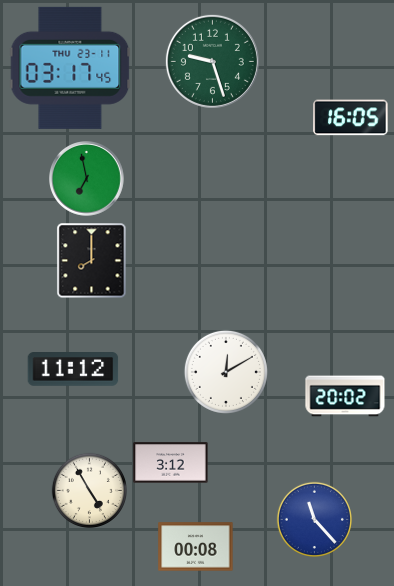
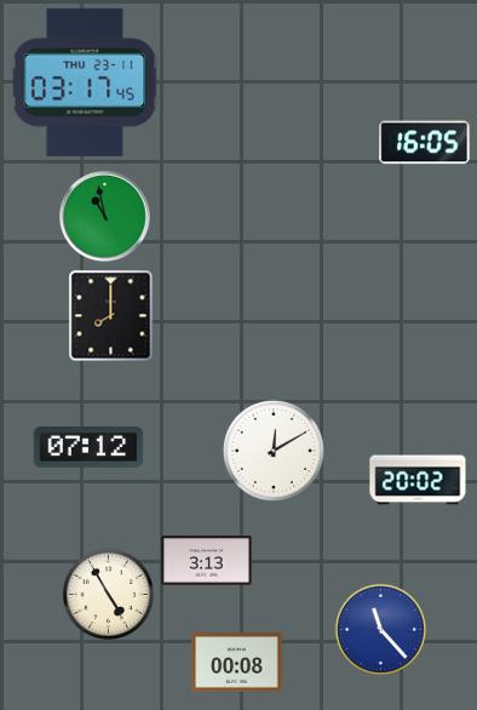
clock at (212, 61): 9:27 -> none
clock at (87, 179): 6:58 -> 10:58
clock at (73, 370): 11:12 -> 07:12
clock at (171, 463): 3:12 -> 3:13
